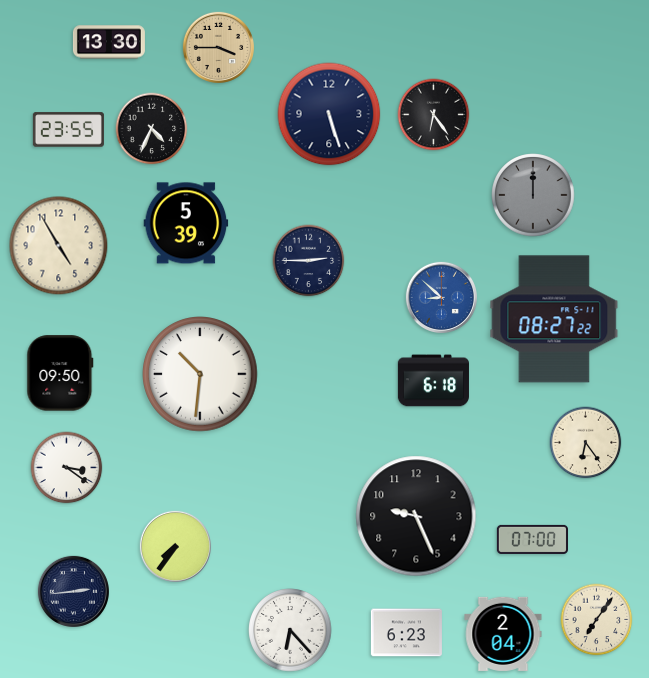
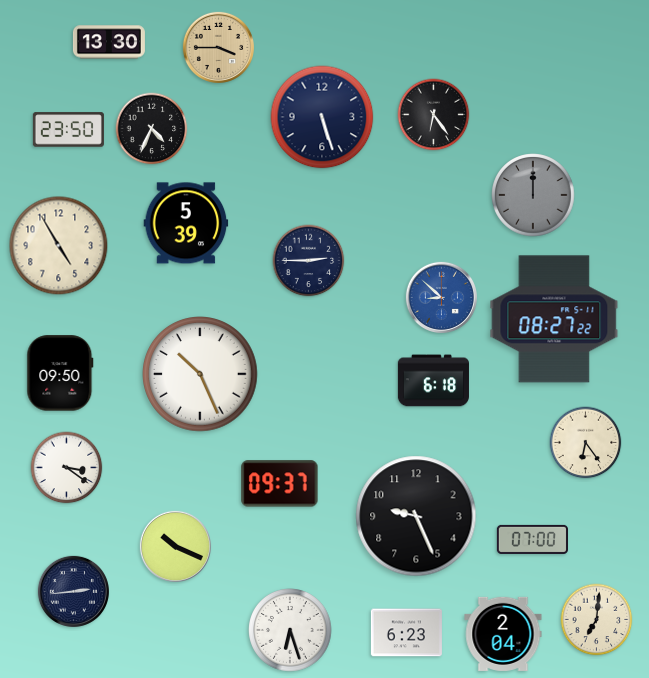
clock at (329, 114) position: (329, 114) -> (322, 117)
clock at (68, 130): 23:55 -> 23:50
clock at (201, 375): 10:31 -> 10:26
clock at (280, 484): none -> 09:37
clock at (175, 546): 7:36 -> 10:19
clock at (597, 620): 7:06 -> 7:01
clock at (290, 630): 6:23 -> 6:27
